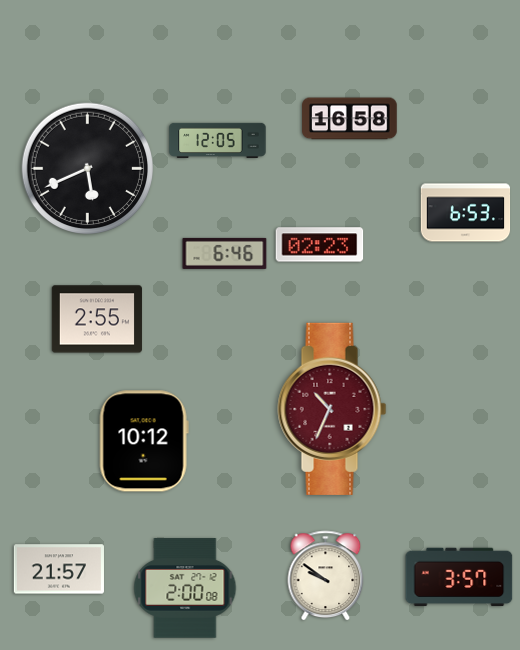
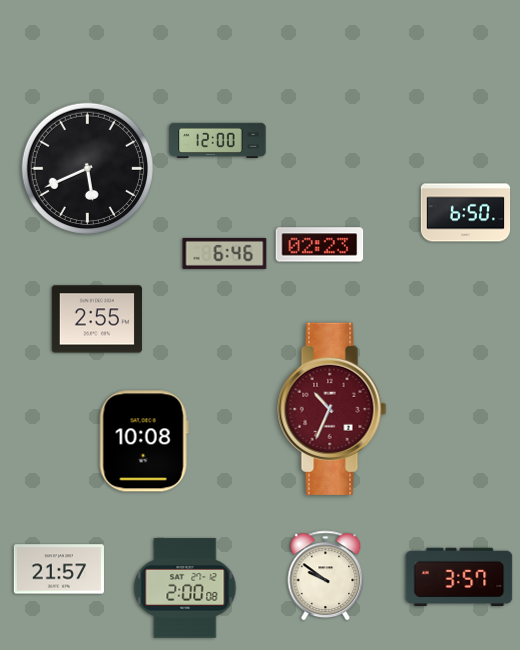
clock at (350, 119): 16:58 -> none
clock at (218, 140): 12:05 -> 12:00
clock at (466, 213): 6:53 -> 6:50
clock at (144, 441): 10:12 -> 10:08
